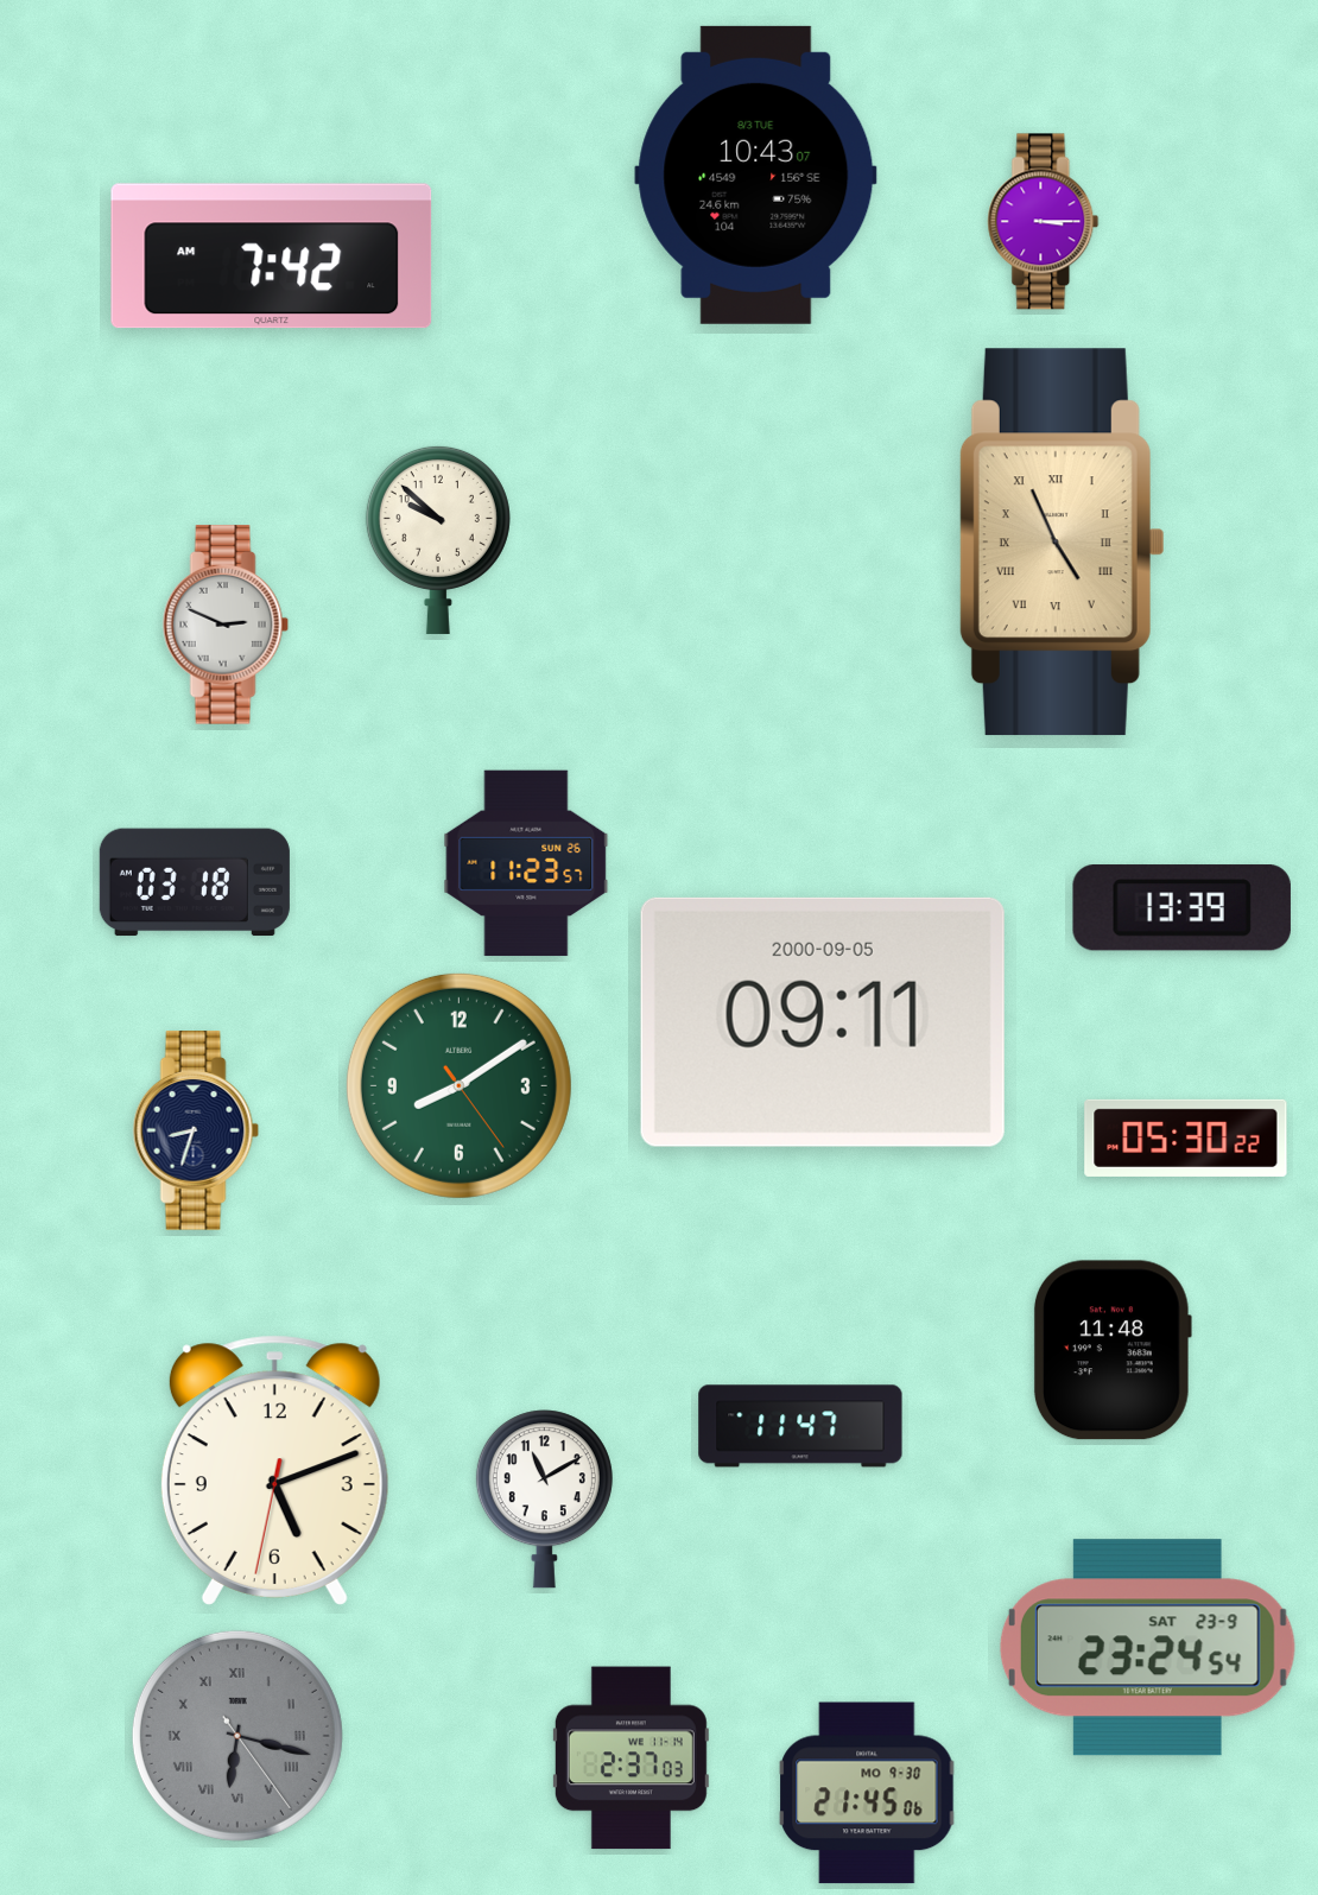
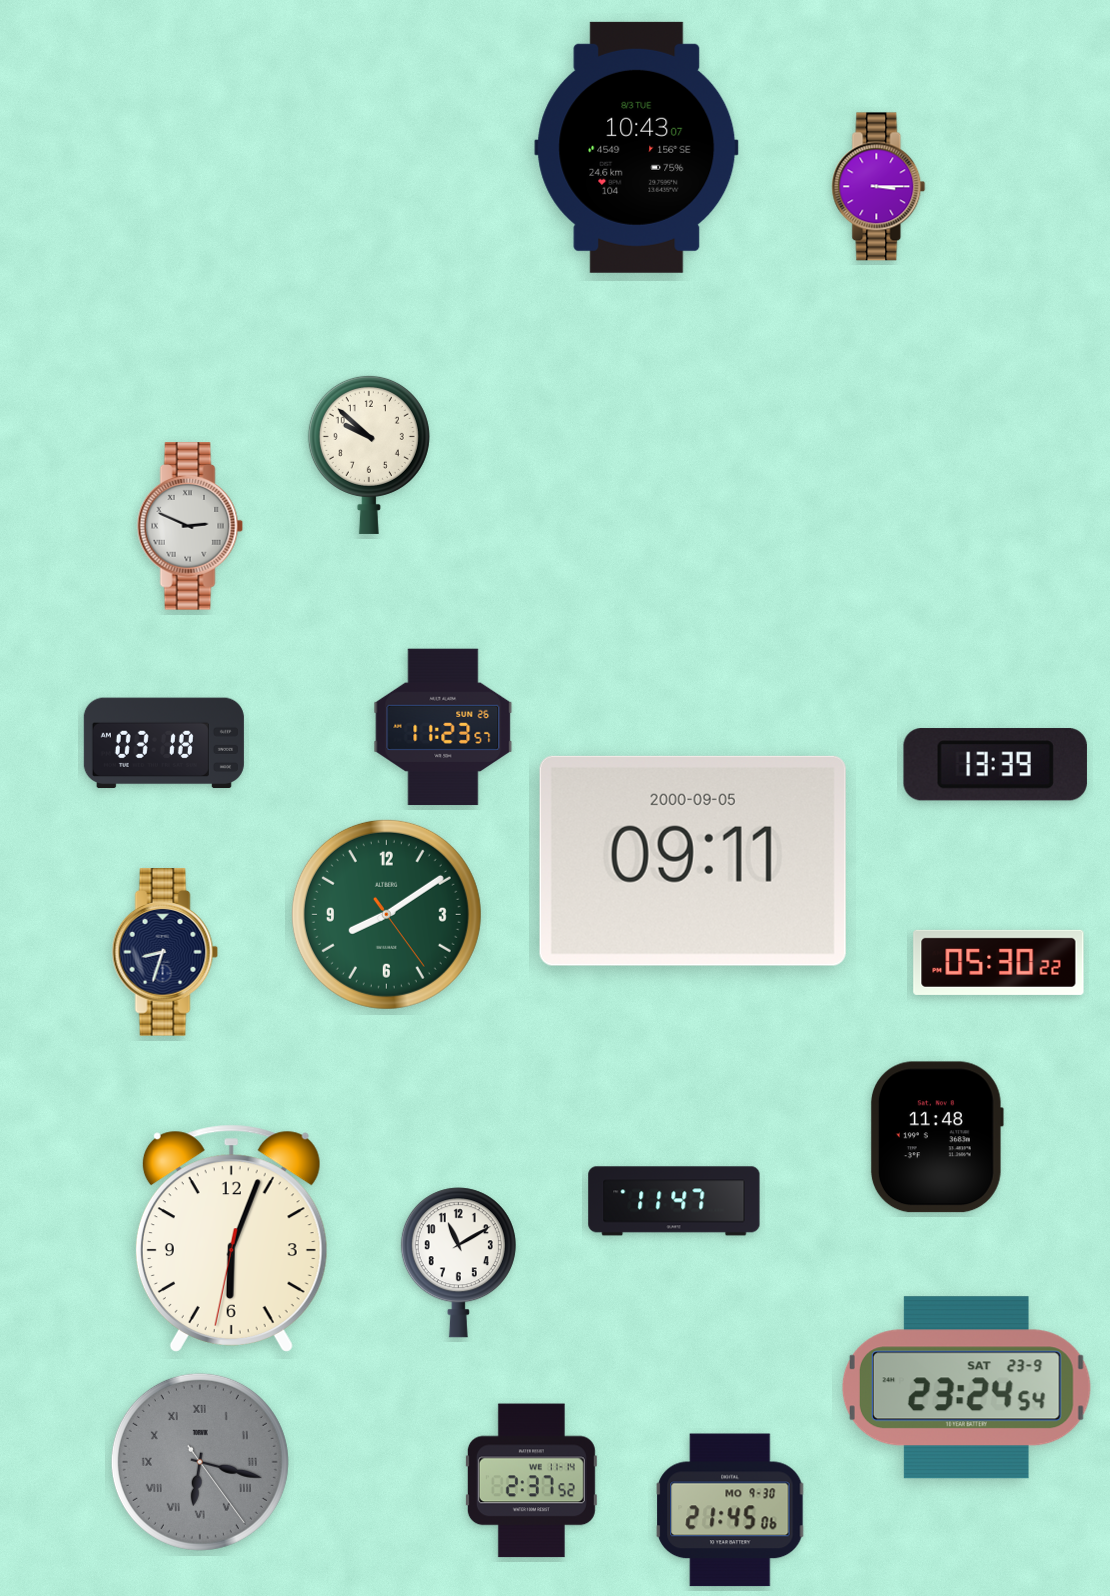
clock at (272, 256): 7:42 -> none
clock at (1062, 543): 4:56 -> none
clock at (1186, 1137) position: (1186, 1137) -> (999, 962)
clock at (274, 1470): 5:11 -> 6:03
clock at (631, 1758): 2:37:03 -> 2:37:52
